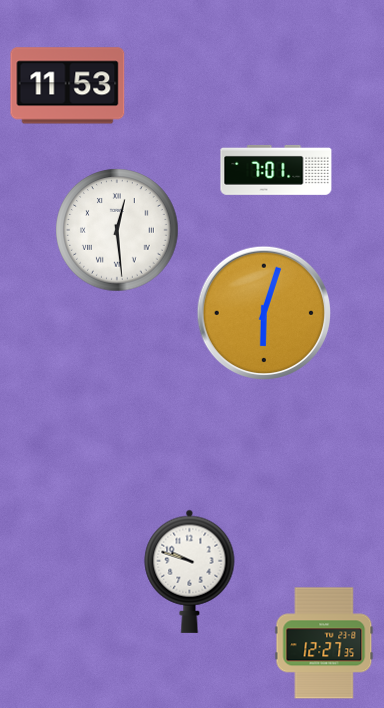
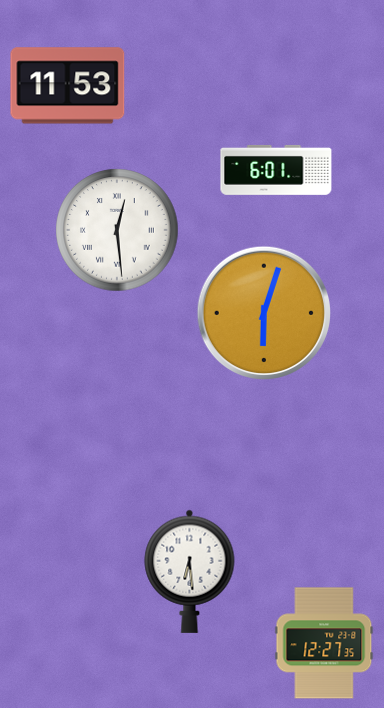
clock at (276, 170): 7:01 -> 6:01
clock at (190, 571): 9:48 -> 6:29
